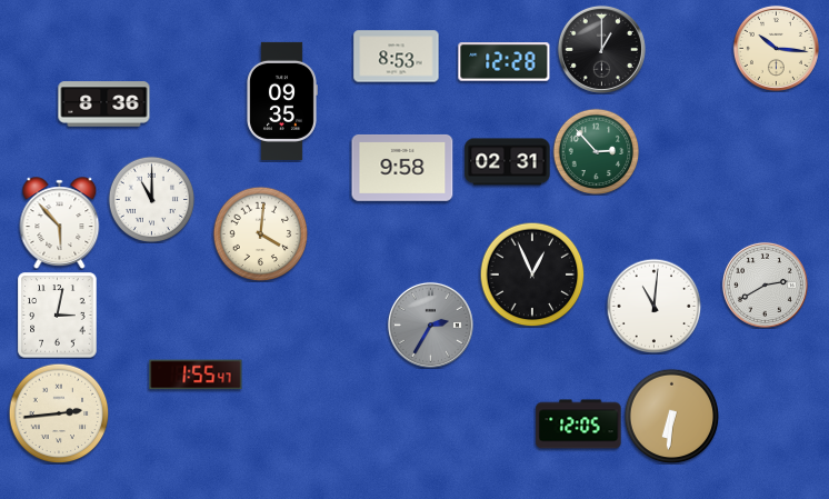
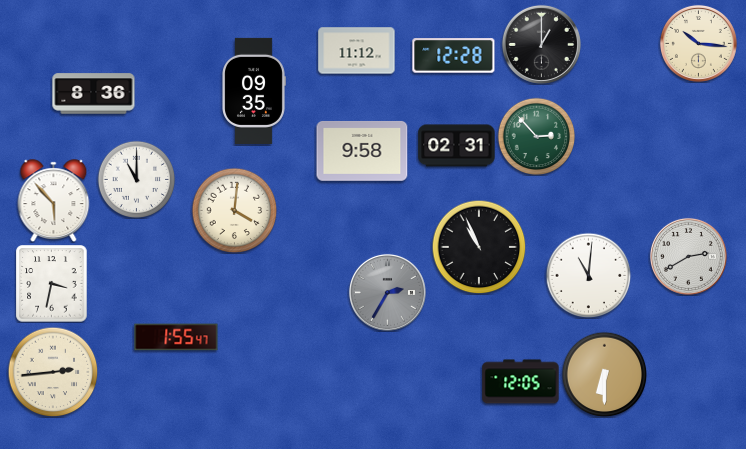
clock at (397, 57): 8:53 -> 11:12
clock at (532, 275): 12:56 -> 10:56
clock at (58, 316): 3:02 -> 3:32
clock at (671, 416): 6:31 -> 6:30
